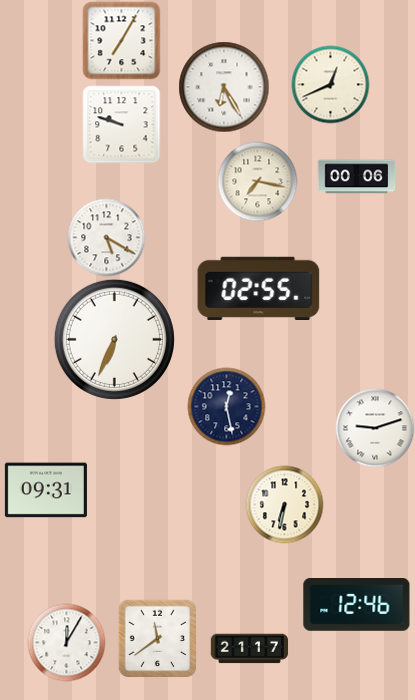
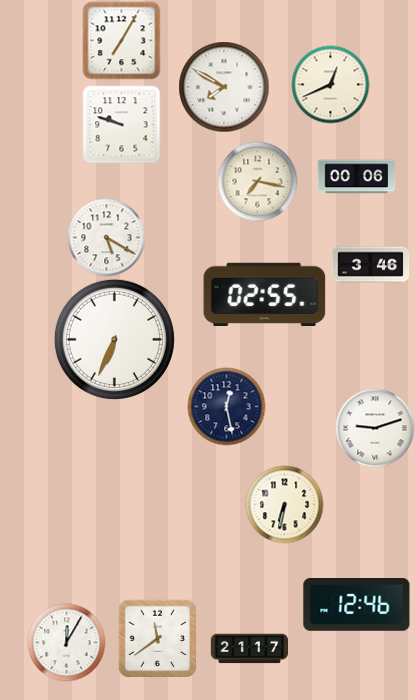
clock at (224, 87): 6:25 -> 7:50
clock at (370, 265): none -> 3:46
clock at (259, 288) position: (259, 288) -> (265, 294)
clock at (46, 490): 09:31 -> none
